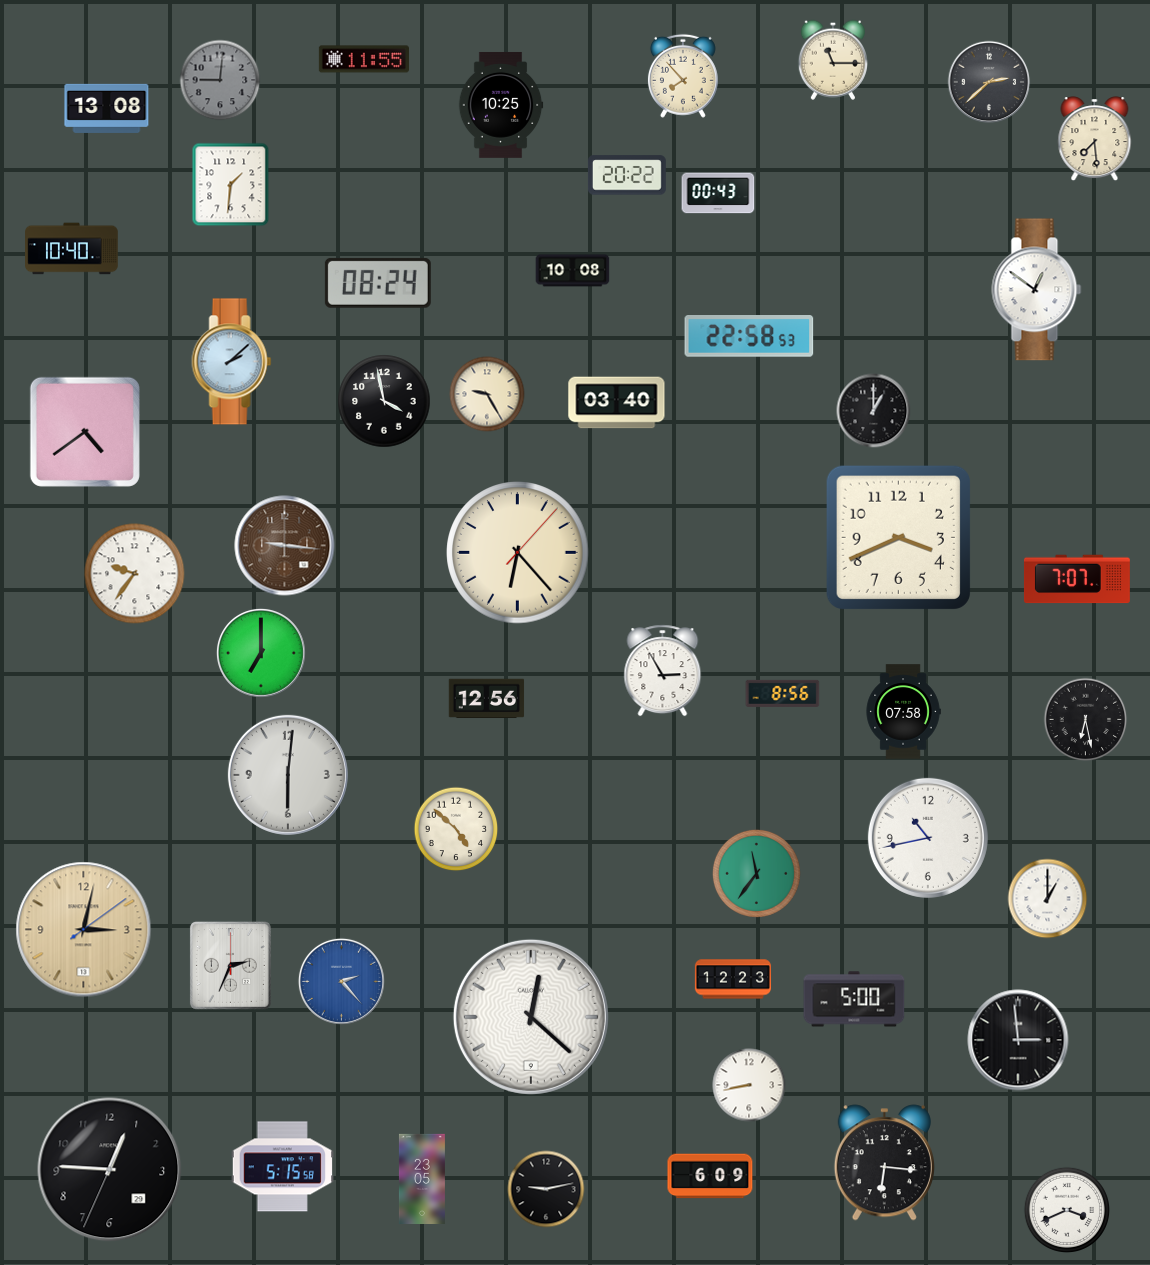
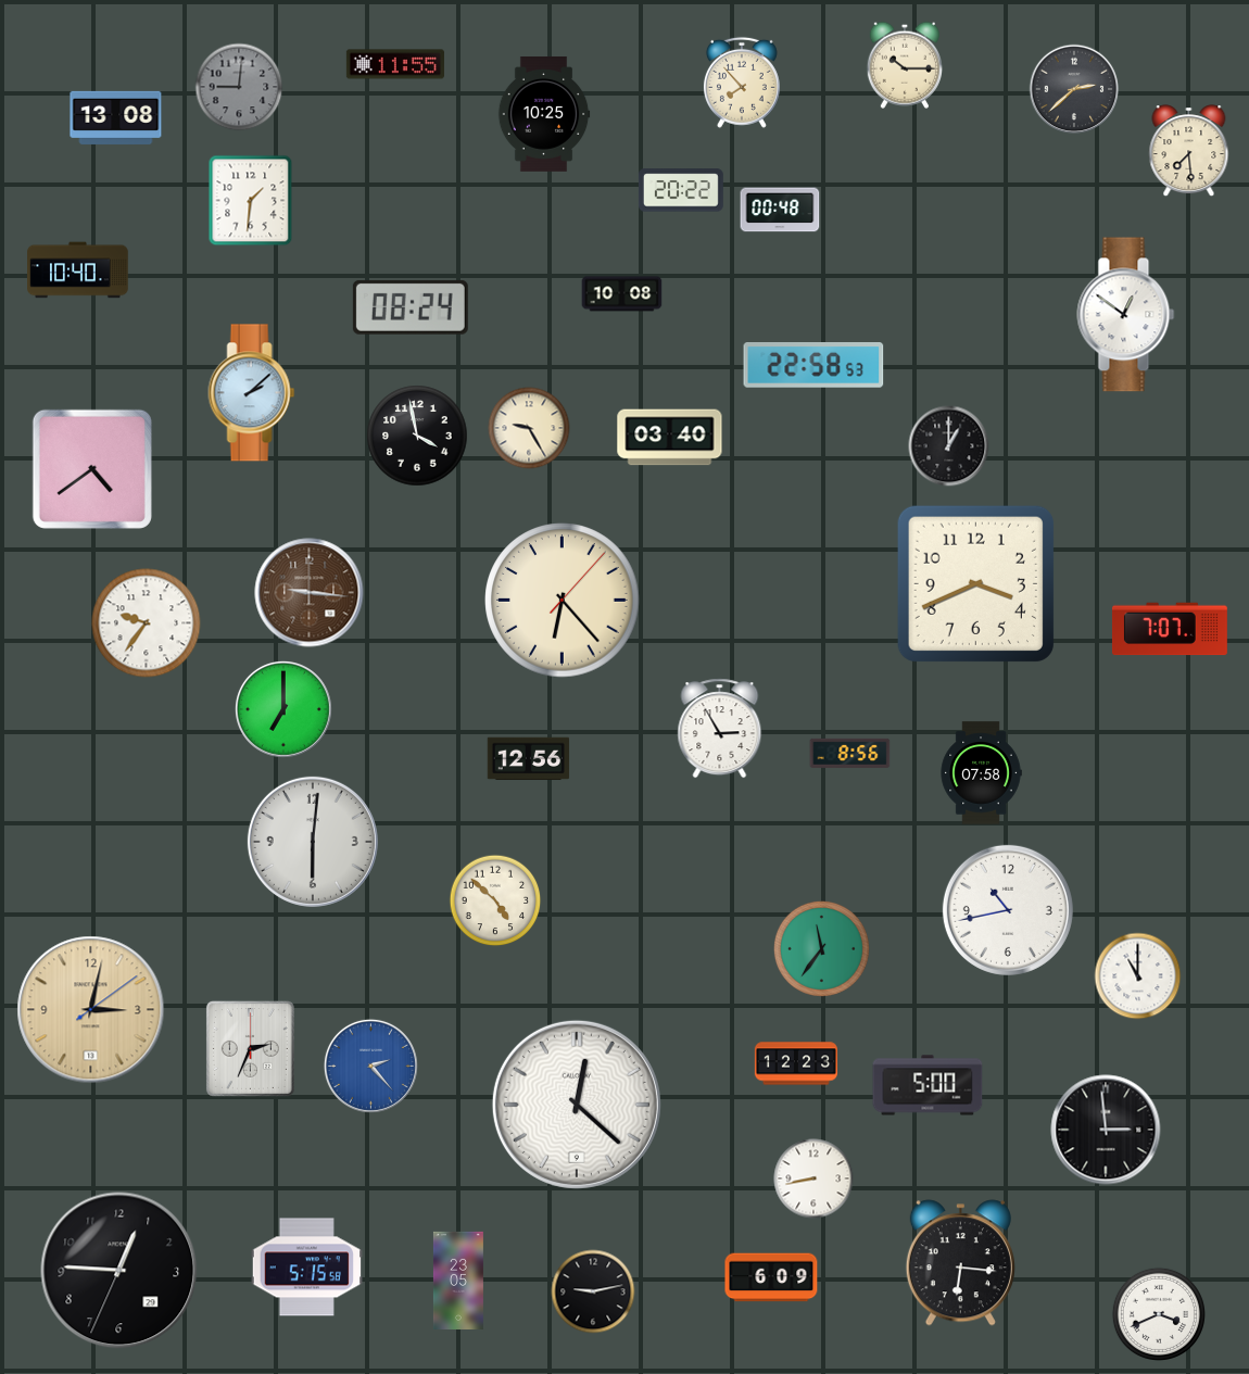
clock at (832, 60): 11:15 -> 10:15
clock at (718, 193): 00:43 -> 00:48
clock at (1086, 720): 6:28 -> none
clock at (1048, 899): 1:00 -> 11:00
